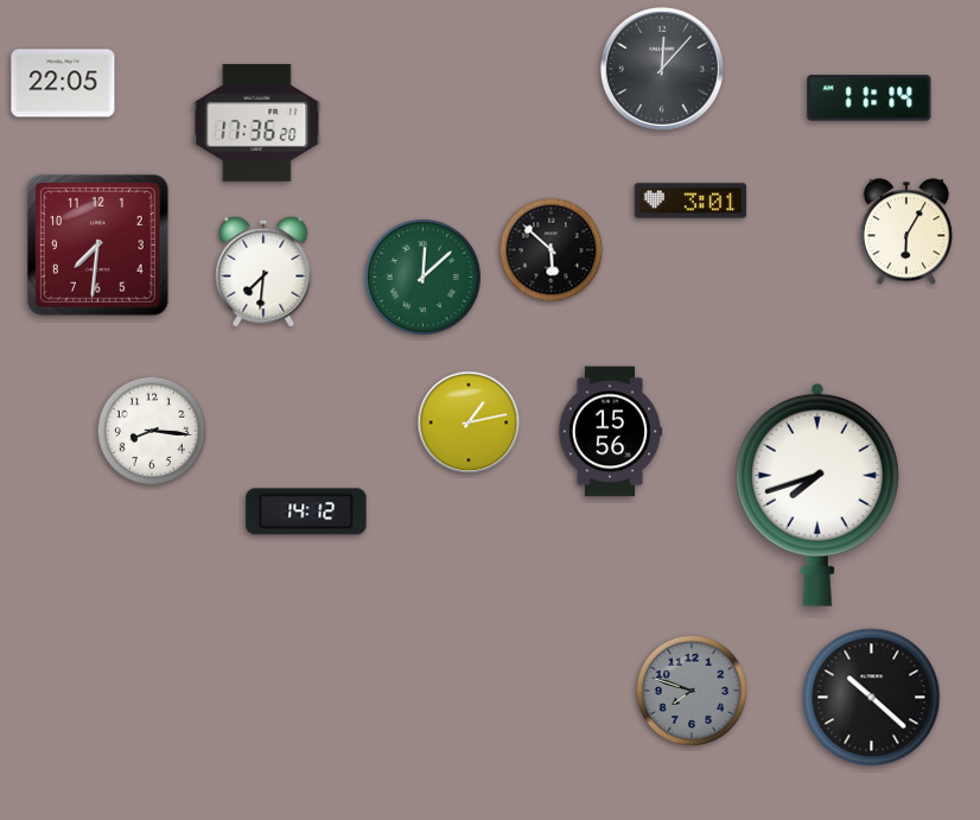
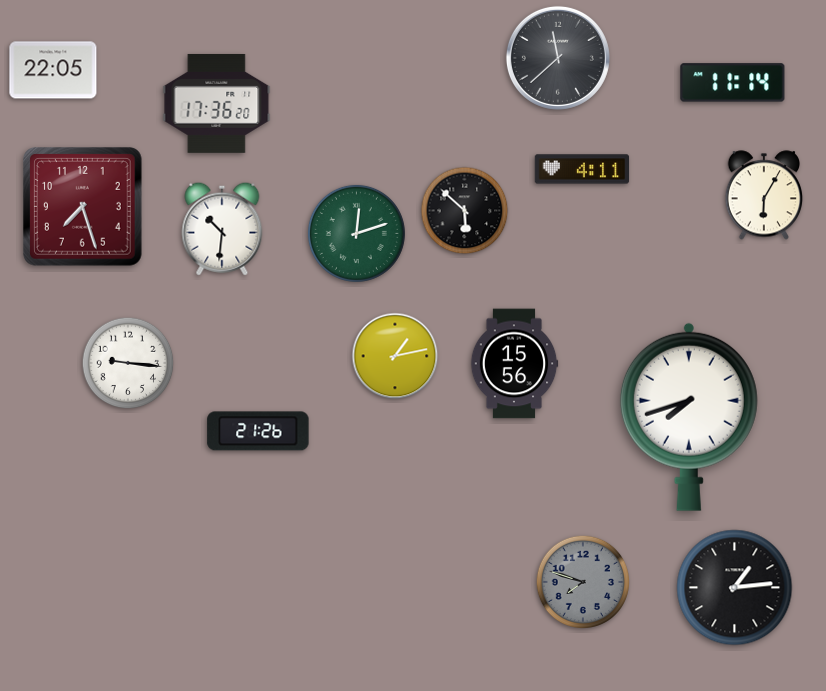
clock at (662, 69): 12:07 -> 11:38
clock at (691, 201): 3:01 -> 4:11
clock at (98, 246): 7:31 -> 7:27
clock at (263, 272): 7:31 -> 10:31
clock at (422, 276): 12:08 -> 12:12
clock at (152, 431): 8:16 -> 9:16
clock at (306, 511): 14:12 -> 21:26
clock at (872, 698): 10:22 -> 1:14
